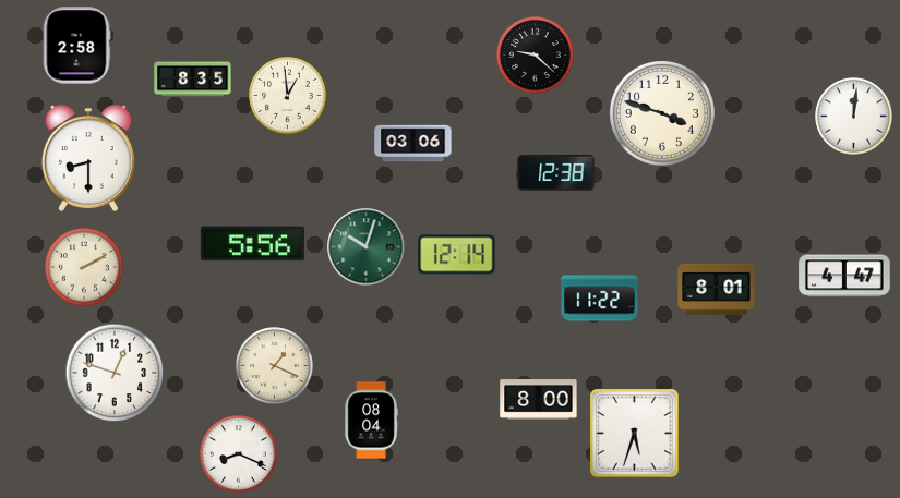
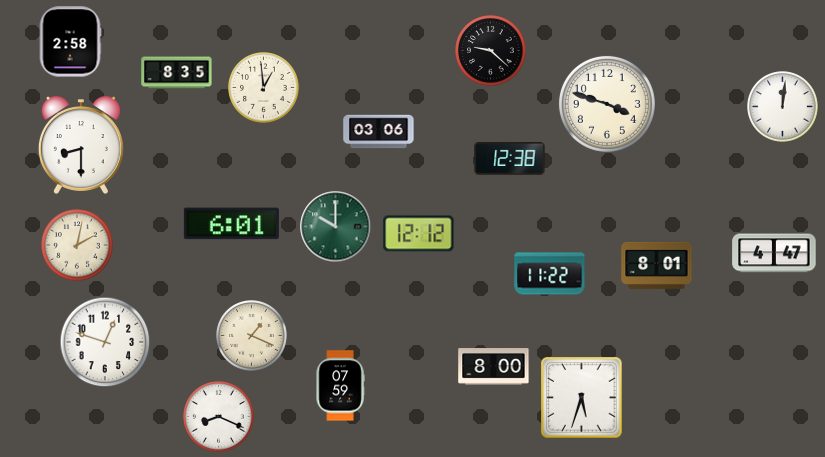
clock at (252, 244): 5:56 -> 6:01
clock at (367, 247): 10:03 -> 10:00
clock at (457, 255): 12:14 -> 12:12
clock at (84, 267): 2:10 -> 2:02
clock at (371, 421): 08:04 -> 07:59
